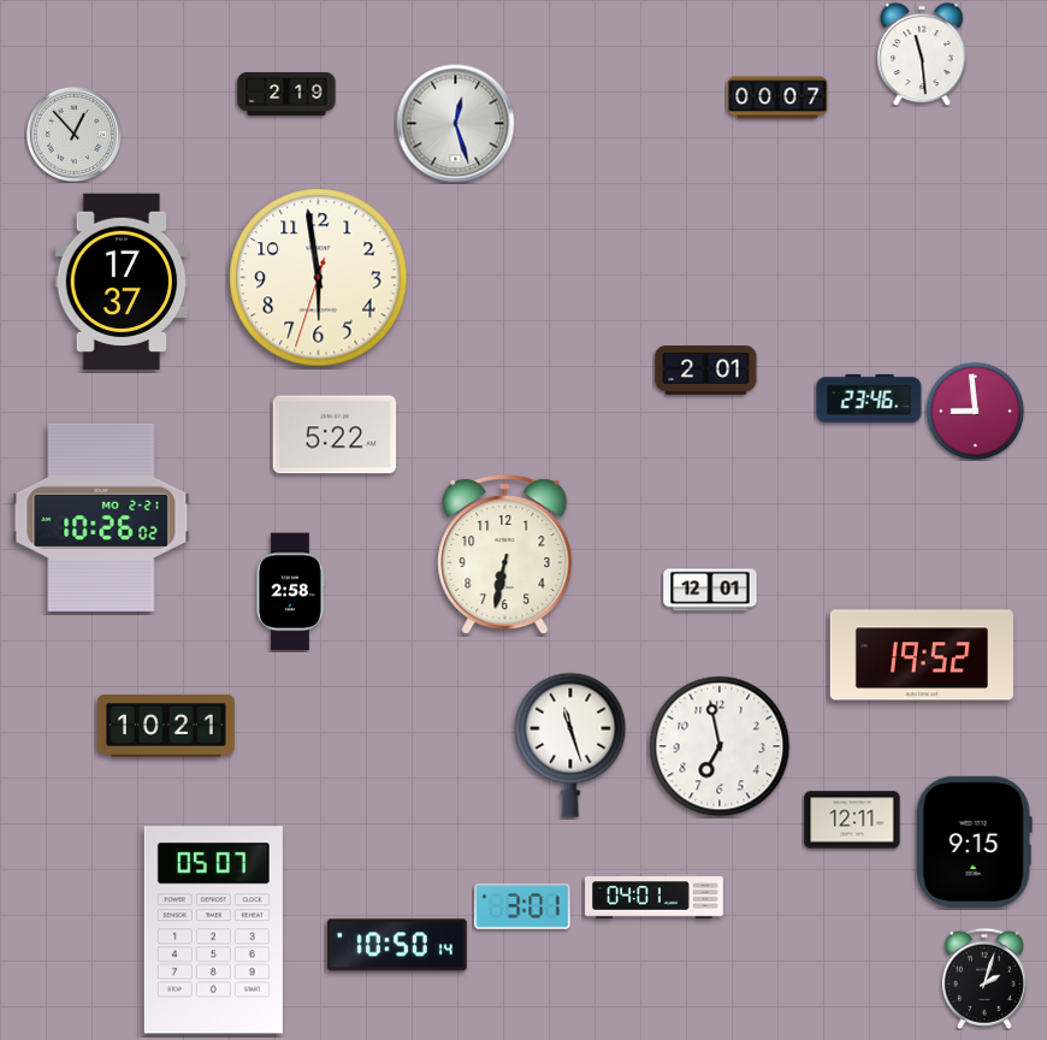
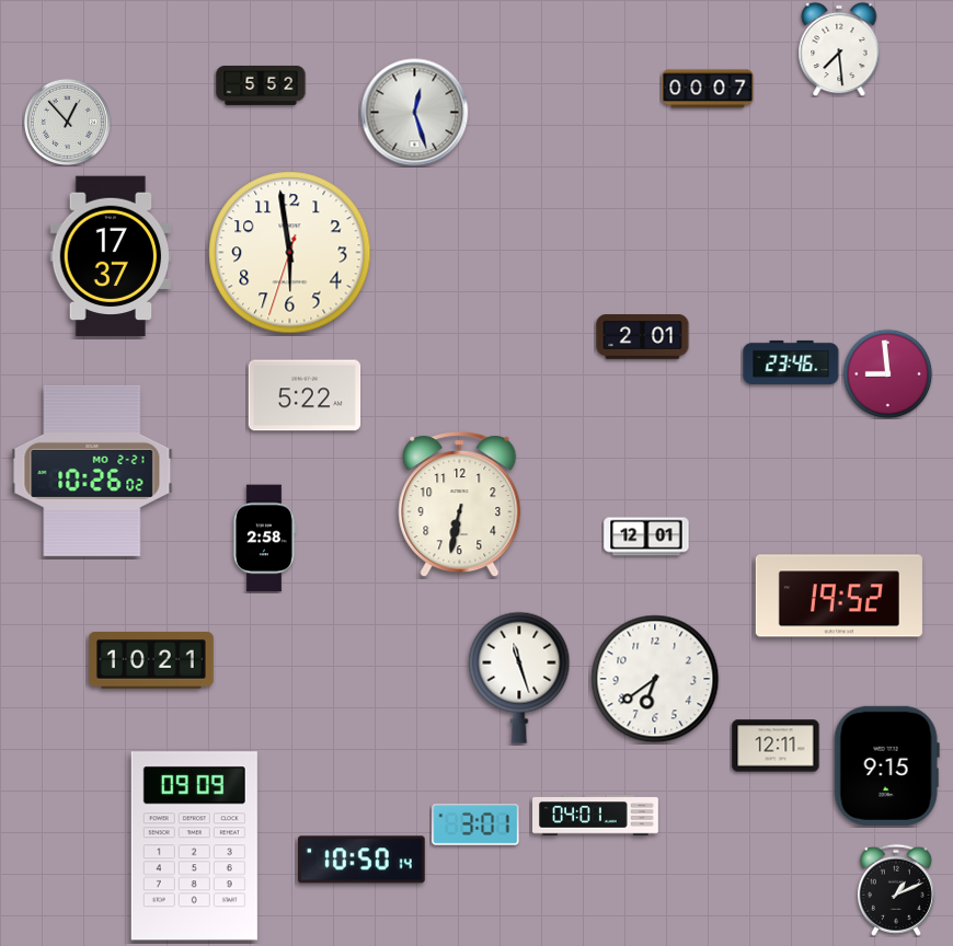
clock at (922, 54): 11:29 -> 7:29
clock at (286, 94): 2:19 -> 5:52
clock at (720, 746): 6:58 -> 6:39
clock at (213, 930): 05:07 -> 09:09
clock at (984, 979): 2:03 -> 1:11
